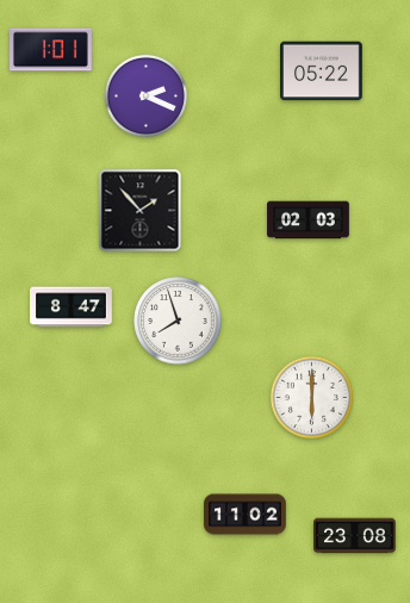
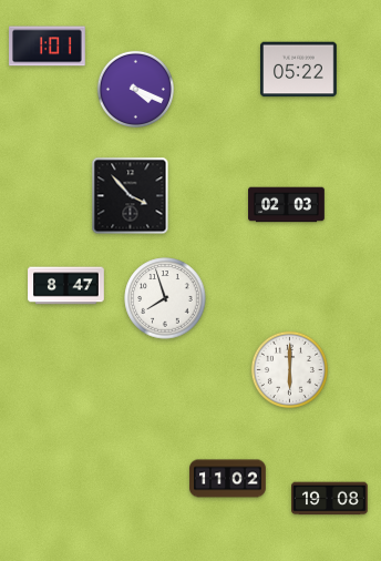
clock at (322, 72) position: (322, 72) -> (299, 70)
clock at (145, 95): 2:19 -> 4:19
clock at (141, 211): 1:53 -> 3:53
clock at (355, 536): 23:08 -> 19:08
